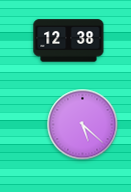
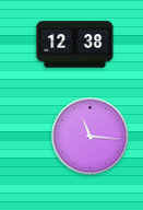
clock at (83, 125): 5:22 -> 11:16
